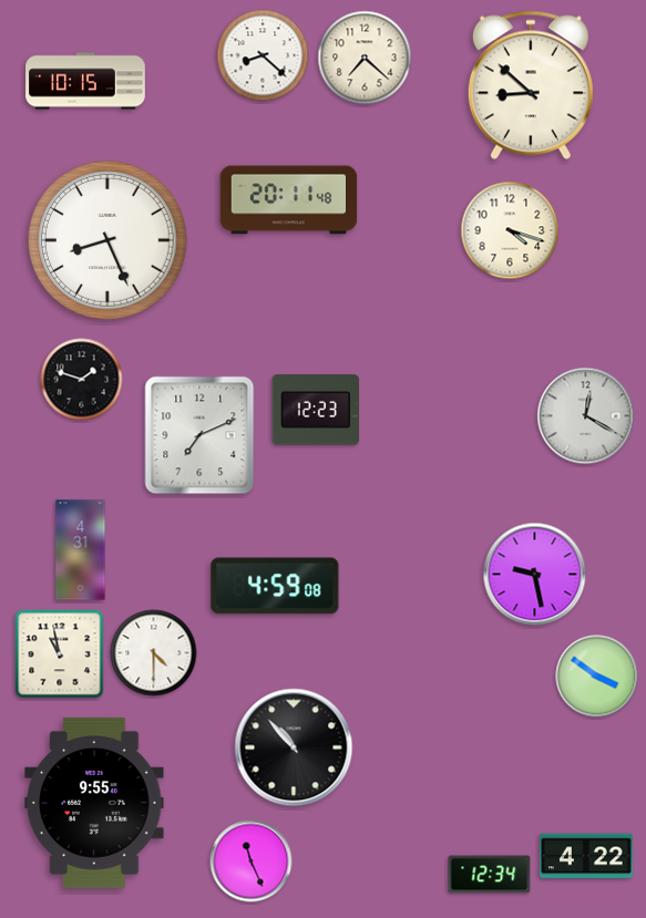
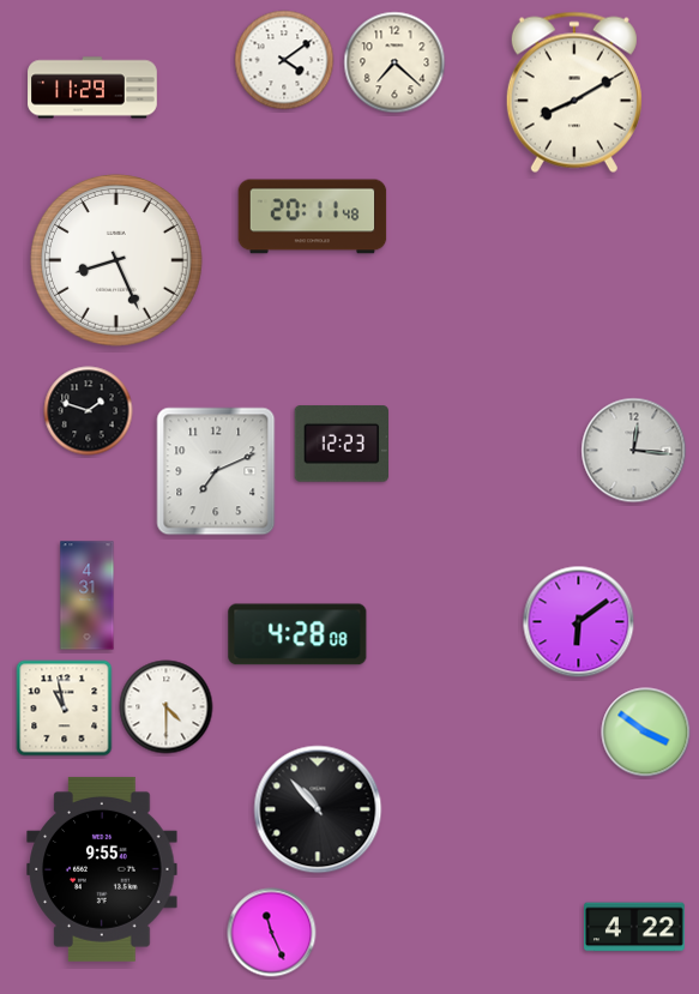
clock at (263, 55): 8:22 -> 4:09
clock at (85, 81): 10:15 -> 11:29
clock at (531, 85): 8:52 -> 8:10
clock at (510, 230): 4:18 -> none
clock at (586, 416): 12:20 -> 12:16
clock at (535, 575): 9:28 -> 6:09
clock at (275, 586): 4:59 -> 4:28
clock at (490, 875): 12:34 -> none
